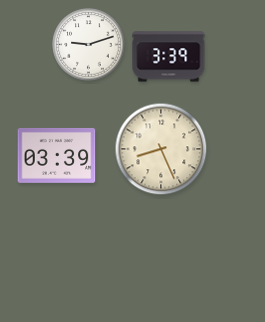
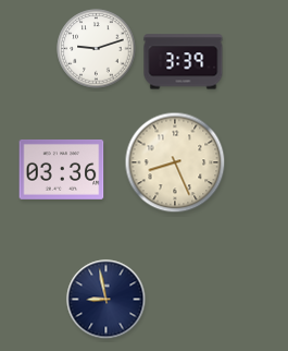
clock at (57, 155): 03:39 -> 03:36
clock at (107, 300): none -> 8:58
